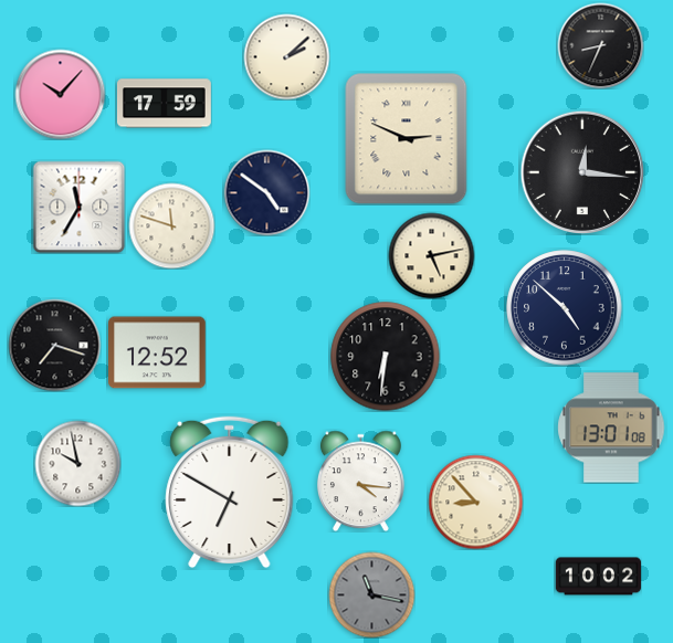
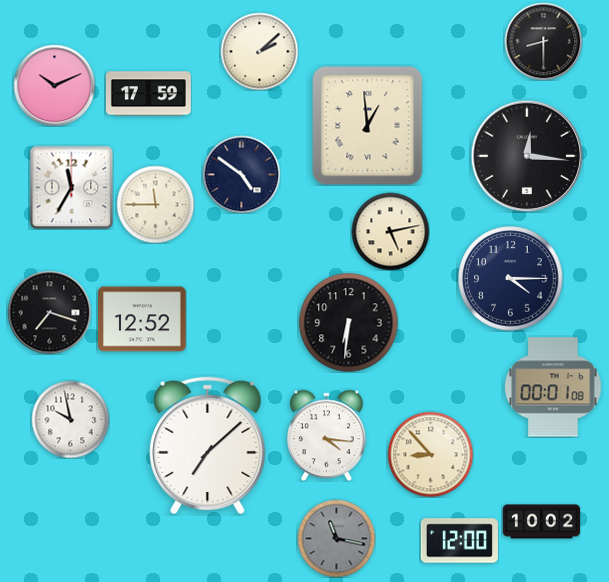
clock at (600, 45): 8:34 -> 8:30
clock at (60, 94): 10:07 -> 10:11
clock at (407, 139): 2:49 -> 12:59
clock at (171, 225): 11:48 -> 11:45
clock at (565, 308): 4:52 -> 4:15
clock at (611, 428): 13:01 -> 00:01
clock at (230, 493): 6:50 -> 7:08
clock at (459, 541): none -> 12:00
